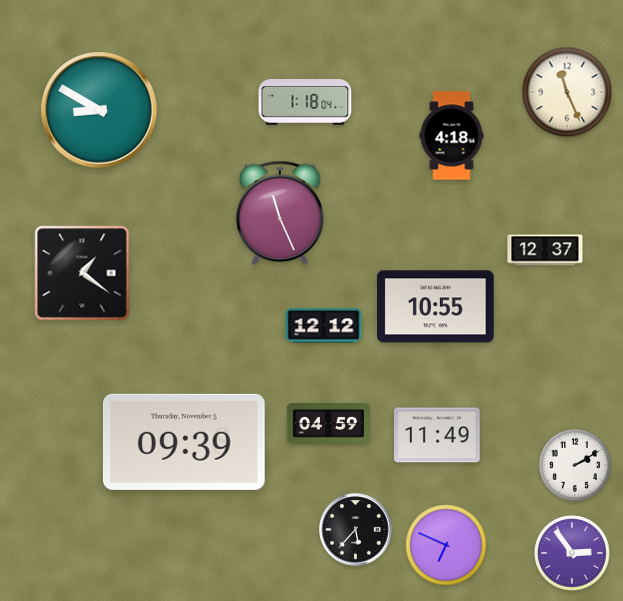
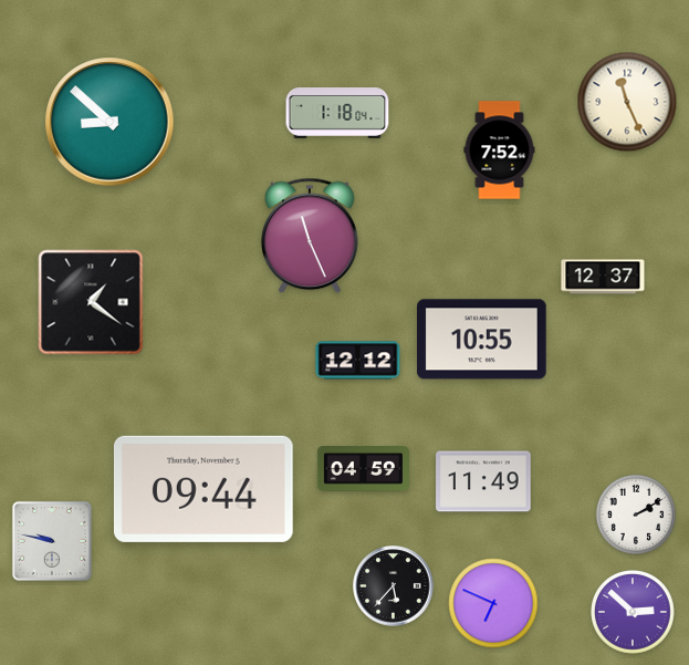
clock at (99, 110): 8:50 -> 8:52
clock at (452, 136): 4:18 -> 7:52
clock at (184, 442): 09:39 -> 09:44
clock at (52, 541): none -> 9:47
clock at (572, 553): 2:54 -> 2:52
